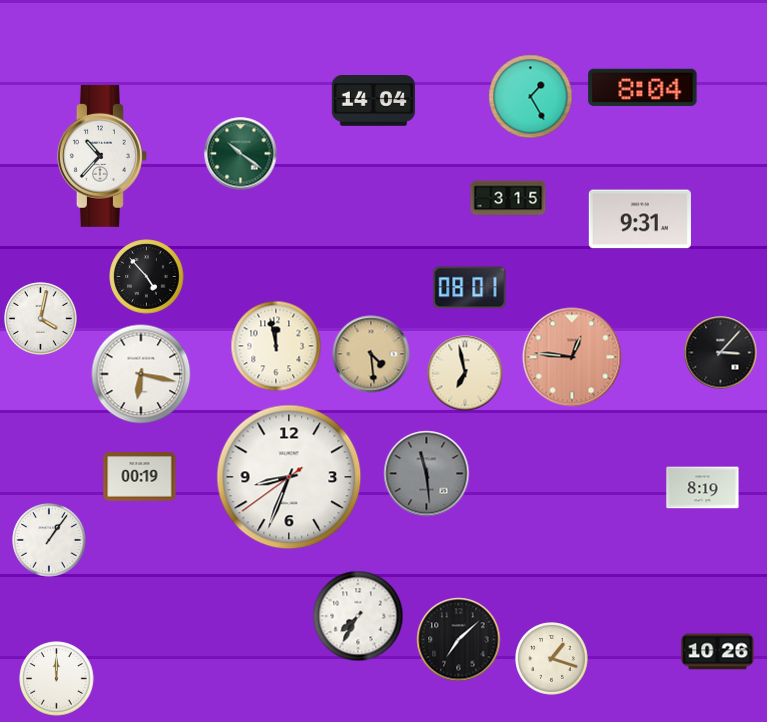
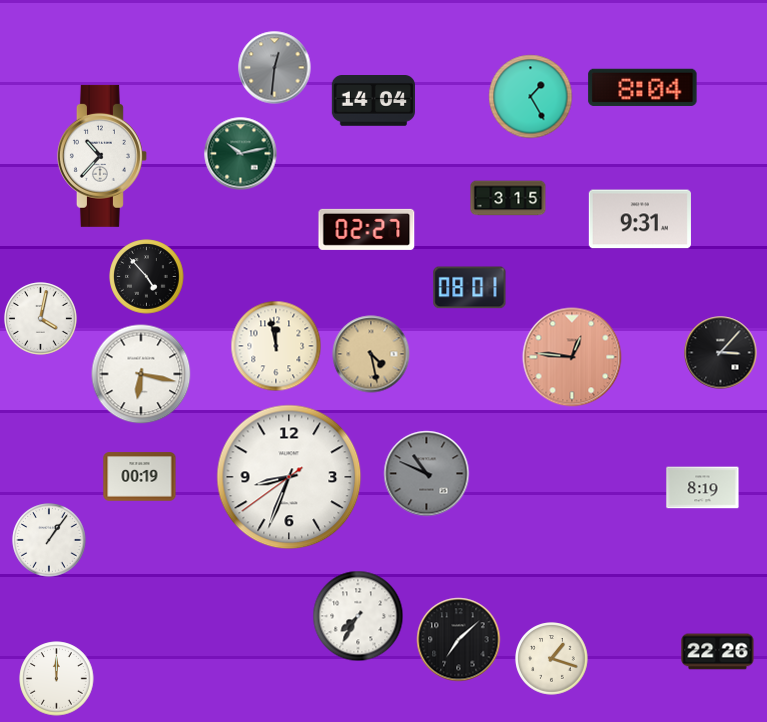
clock at (275, 68): none -> 12:31
clock at (241, 154): 10:21 -> 10:13
clock at (367, 229): none -> 02:27
clock at (371, 354): 4:29 -> 4:28
clock at (465, 373): 6:58 -> none
clock at (427, 474): 11:29 -> 10:49
clock at (718, 652): 10:26 -> 22:26
